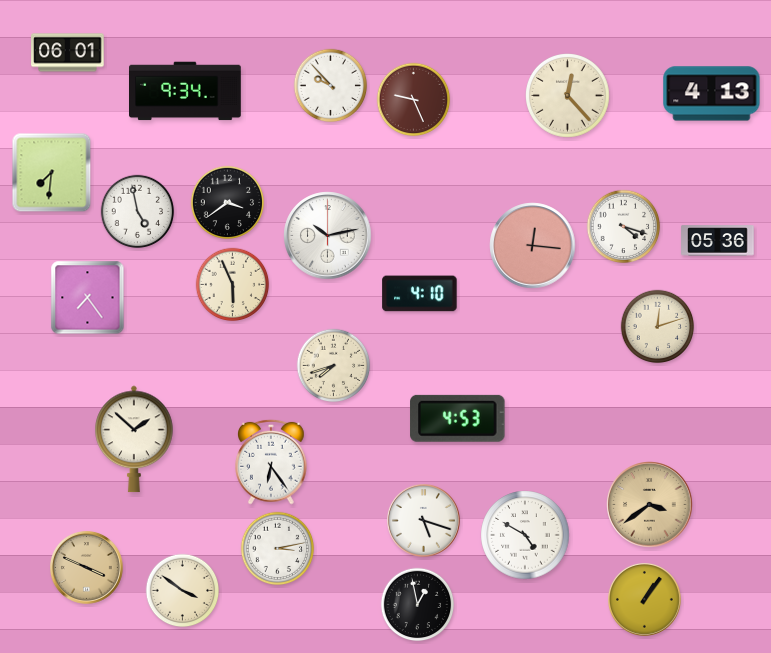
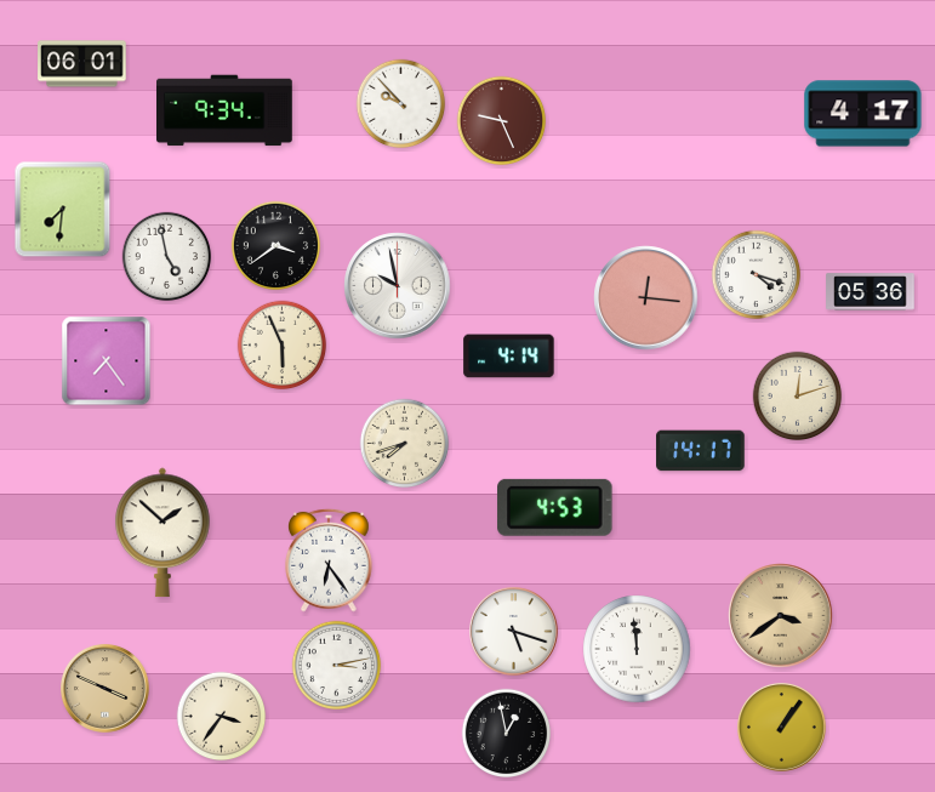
clock at (712, 94): 4:13 -> 4:17
clock at (568, 96): 12:23 -> none
clock at (328, 236): 10:13 -> 9:58
clock at (420, 294): 4:10 -> 4:14
clock at (701, 451): none -> 14:17
clock at (650, 505) position: (650, 505) -> (781, 616)
clock at (525, 535): 4:50 -> 11:59
clock at (183, 591): 3:51 -> 3:36
